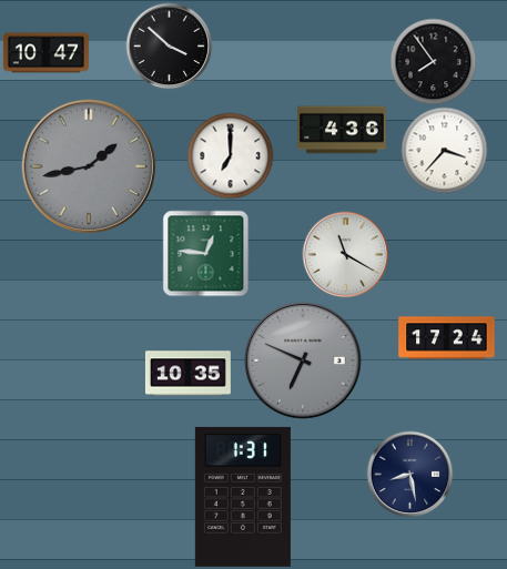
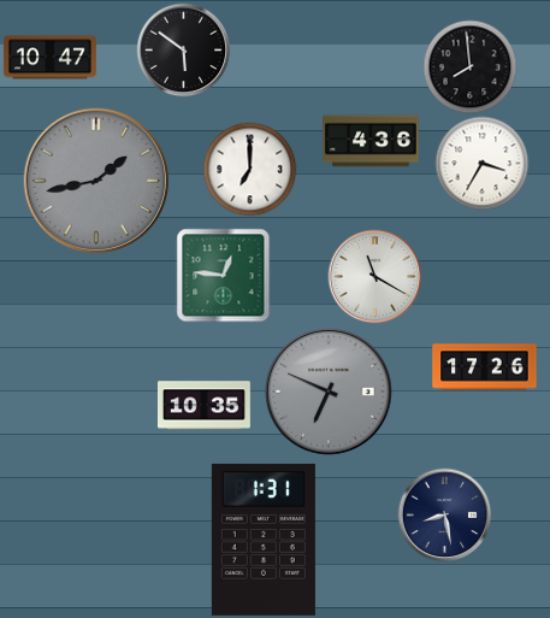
clock at (169, 45): 3:52 -> 5:51
clock at (433, 61): 7:54 -> 7:59
clock at (444, 150): 3:37 -> 3:35
clock at (447, 338): 17:24 -> 17:26
